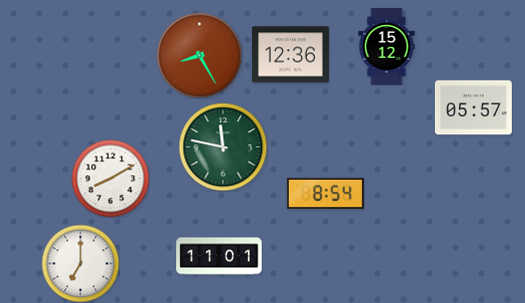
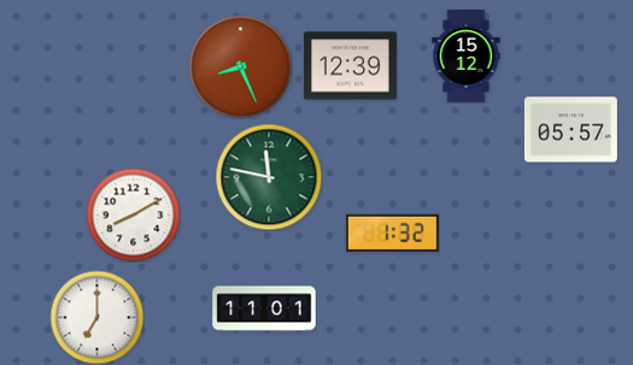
clock at (199, 55): 8:25 -> 8:26
clock at (290, 55): 12:36 -> 12:39
clock at (325, 193): 8:54 -> 1:32
